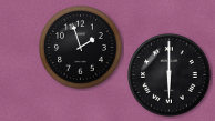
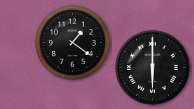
clock at (81, 48): 1:57 -> 1:21
